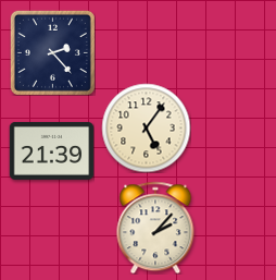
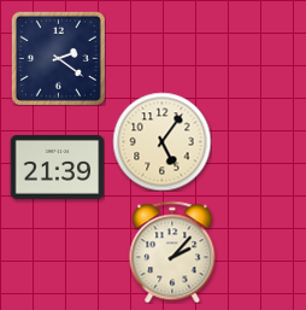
clock at (52, 52): 2:23 -> 2:21
